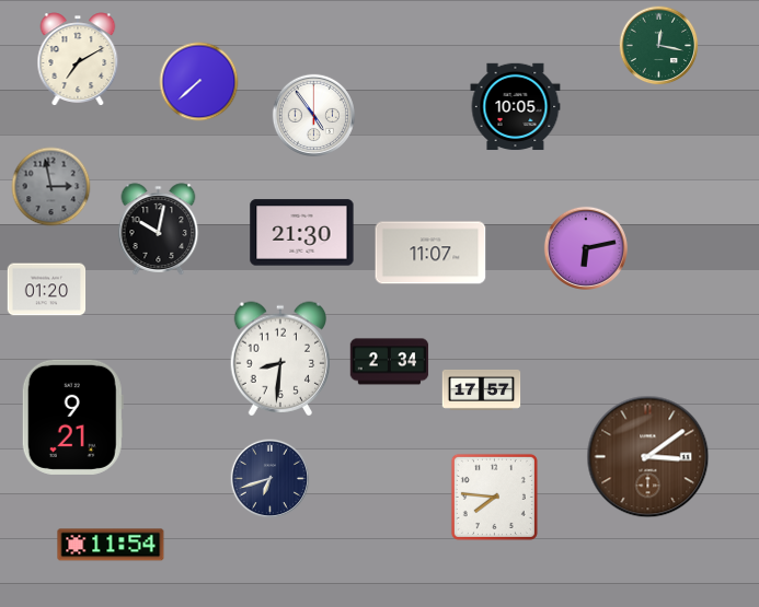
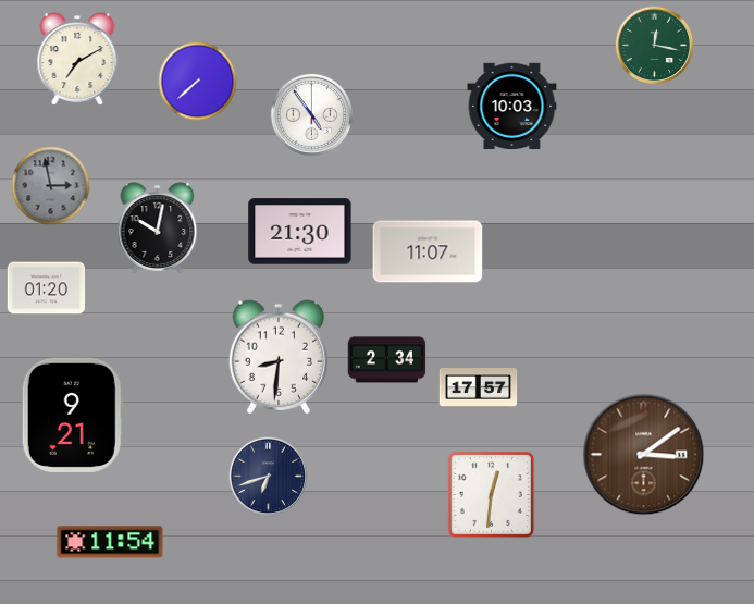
clock at (516, 107): 10:05 -> 10:03
clock at (586, 248): 6:13 -> none
clock at (494, 497): 7:46 -> 12:31
